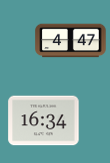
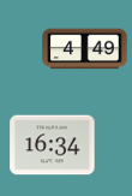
clock at (71, 41): 4:47 -> 4:49
